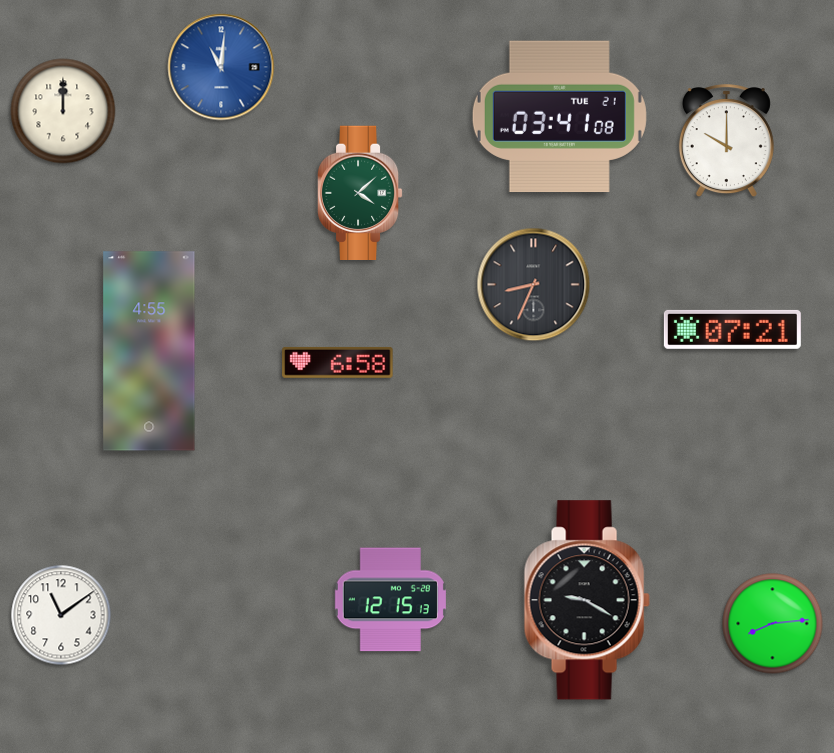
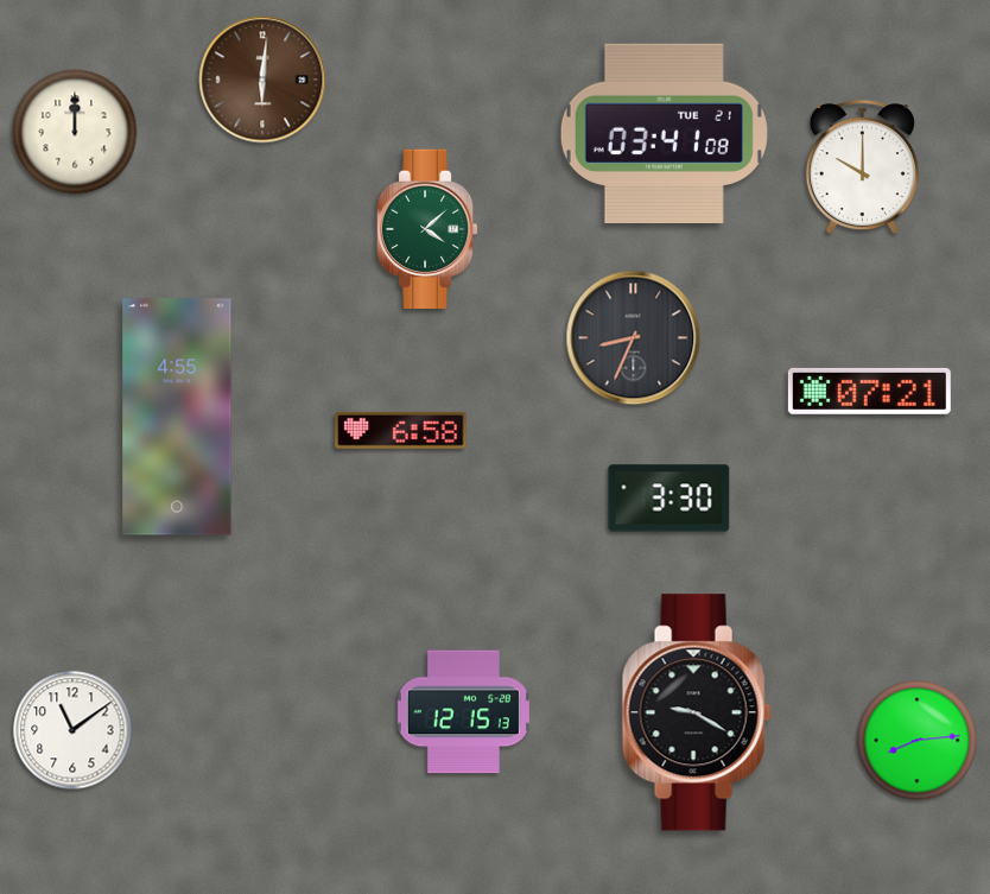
clock at (221, 67): 11:01 -> 6:01
clock at (221, 67) dial: blue -> brown
clock at (559, 116) position: (559, 116) -> (664, 133)
clock at (669, 499): none -> 3:30
